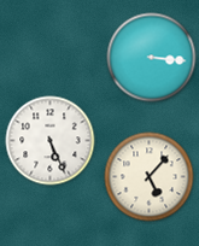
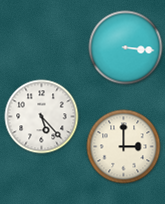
clock at (51, 141): 5:26 -> 5:23
clock at (150, 177): 5:07 -> 3:00
